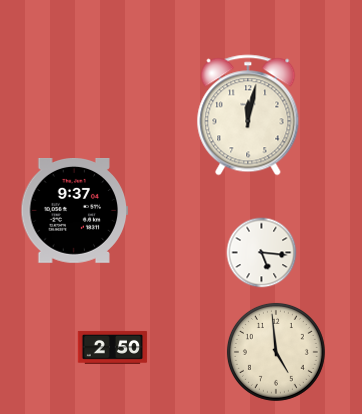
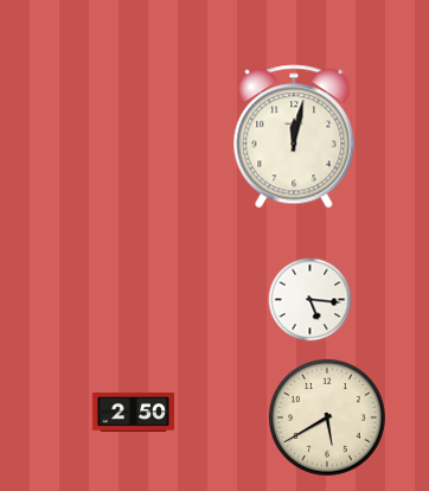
clock at (75, 211): 9:37 -> none
clock at (276, 352): 4:59 -> 5:40
